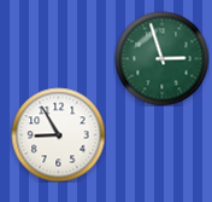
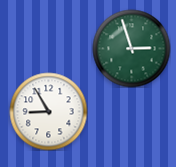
clock at (161, 58) position: (161, 58) -> (131, 48)
